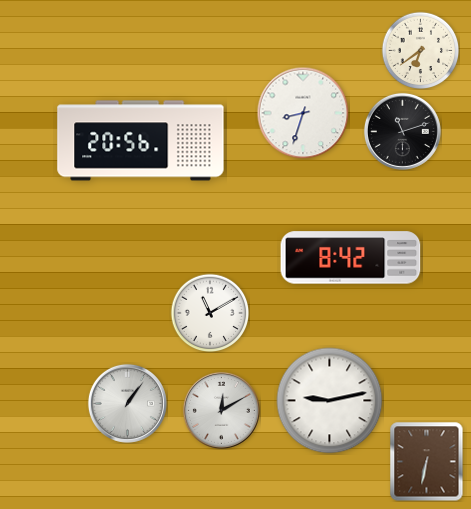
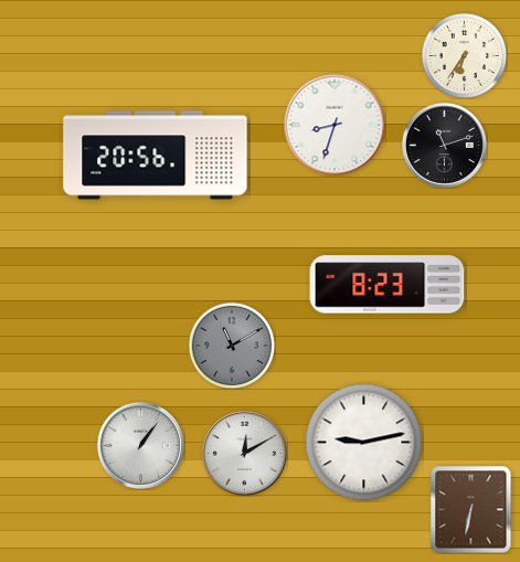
clock at (420, 50): 6:39 -> 6:36
clock at (351, 258): 8:42 -> 8:23
clock at (210, 313) dial: white -> grey
